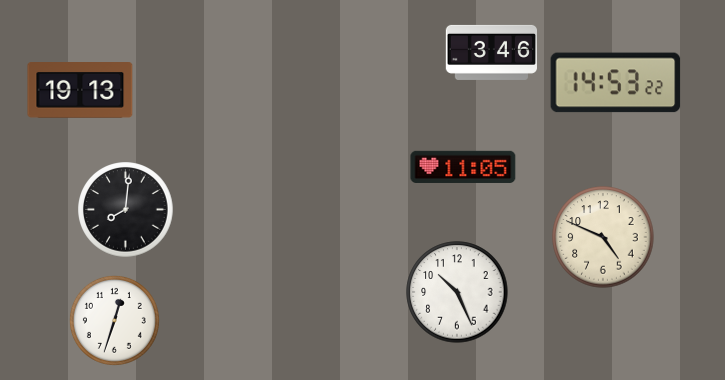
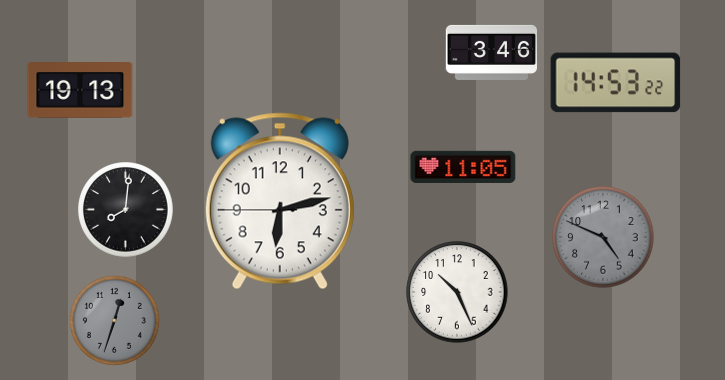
clock at (280, 201): none -> 6:12
clock at (603, 237) dial: cream -> grey
clock at (114, 320) dial: white -> grey
